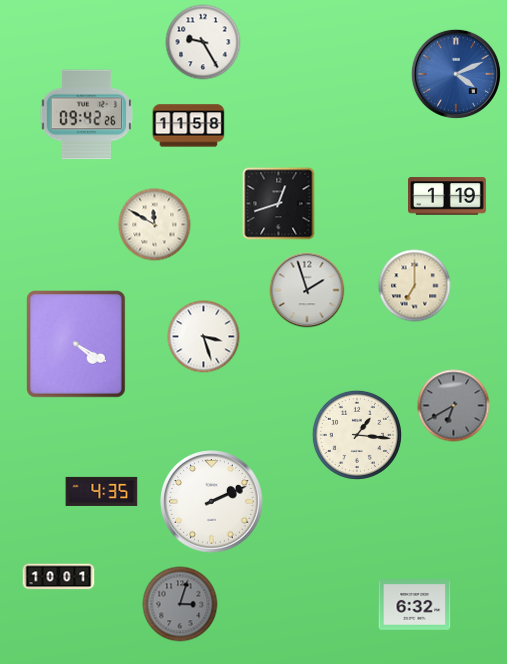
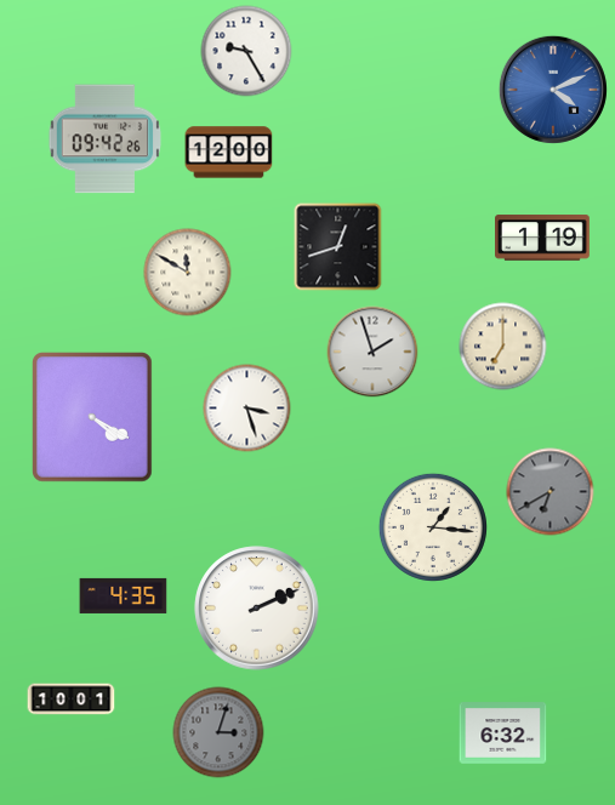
clock at (189, 126): 11:58 -> 12:00
